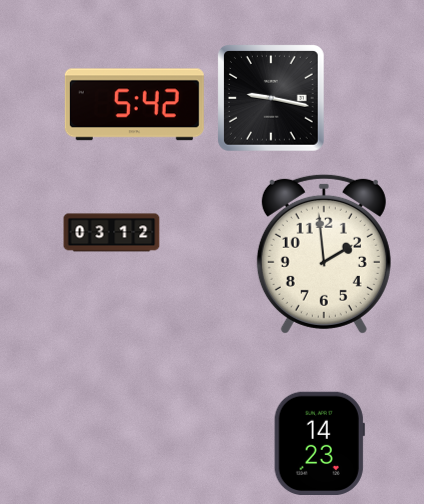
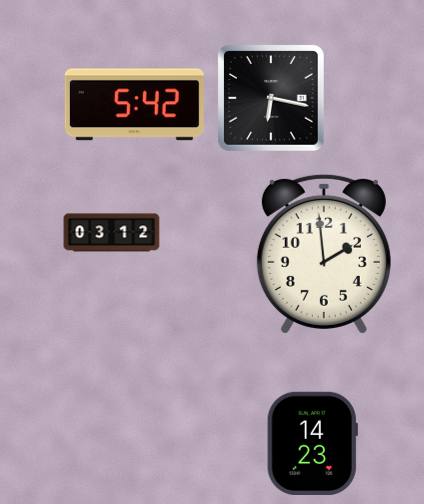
clock at (271, 98): 9:17 -> 6:17
clock at (319, 443) position: (319, 443) -> (312, 443)
